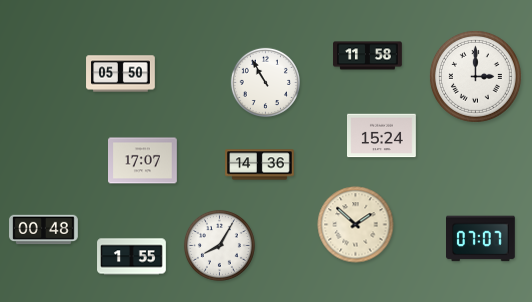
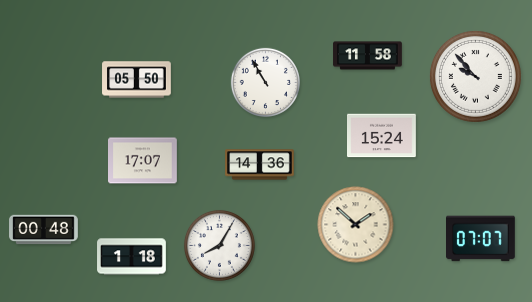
clock at (121, 74) position: (121, 74) -> (137, 80)
clock at (475, 76): 3:00 -> 9:53
clock at (132, 257): 1:55 -> 1:18
